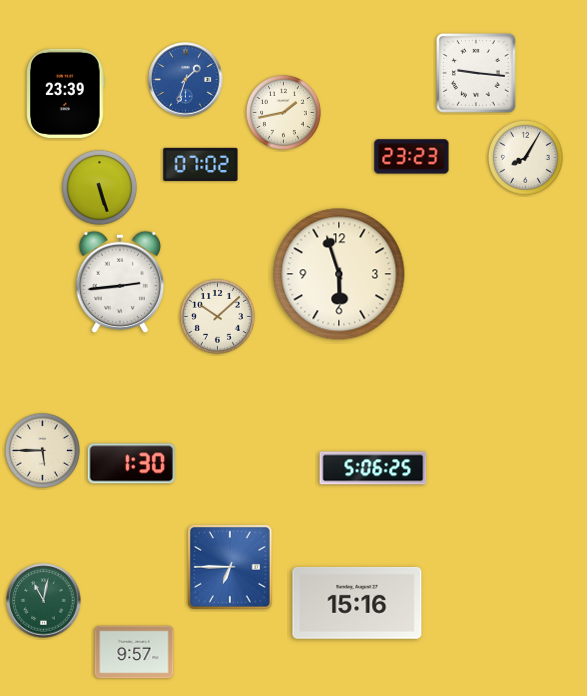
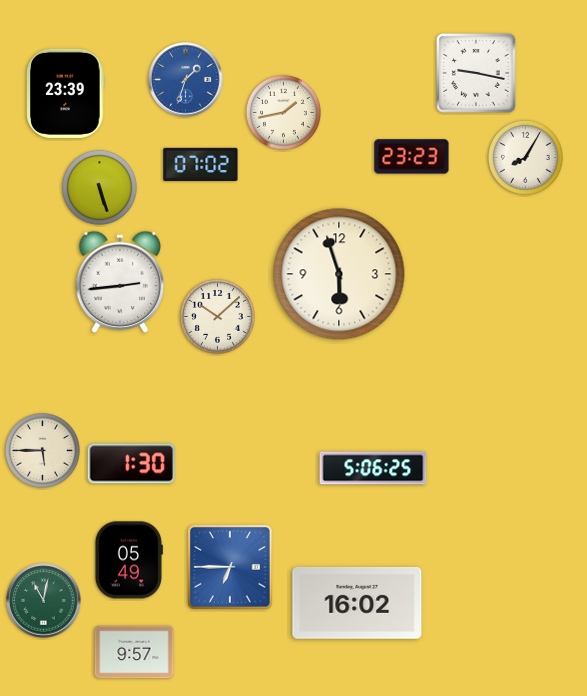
clock at (477, 74): 9:16 -> 9:17
clock at (128, 560): none -> 05:49
clock at (357, 603): 15:16 -> 16:02
